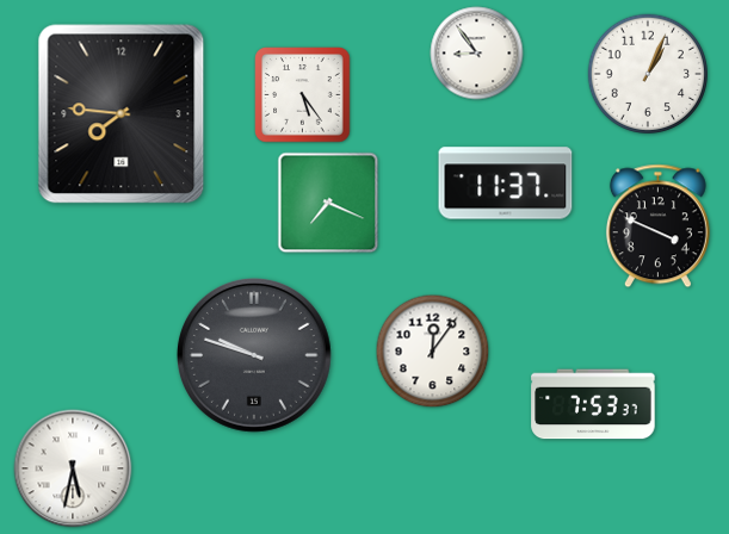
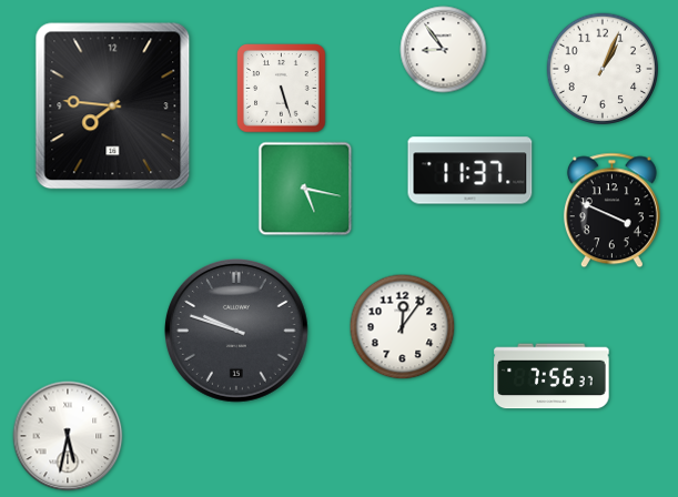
clock at (303, 95): 5:24 -> 5:27
clock at (328, 203): 7:19 -> 5:17
clock at (593, 404): 7:53 -> 7:56
